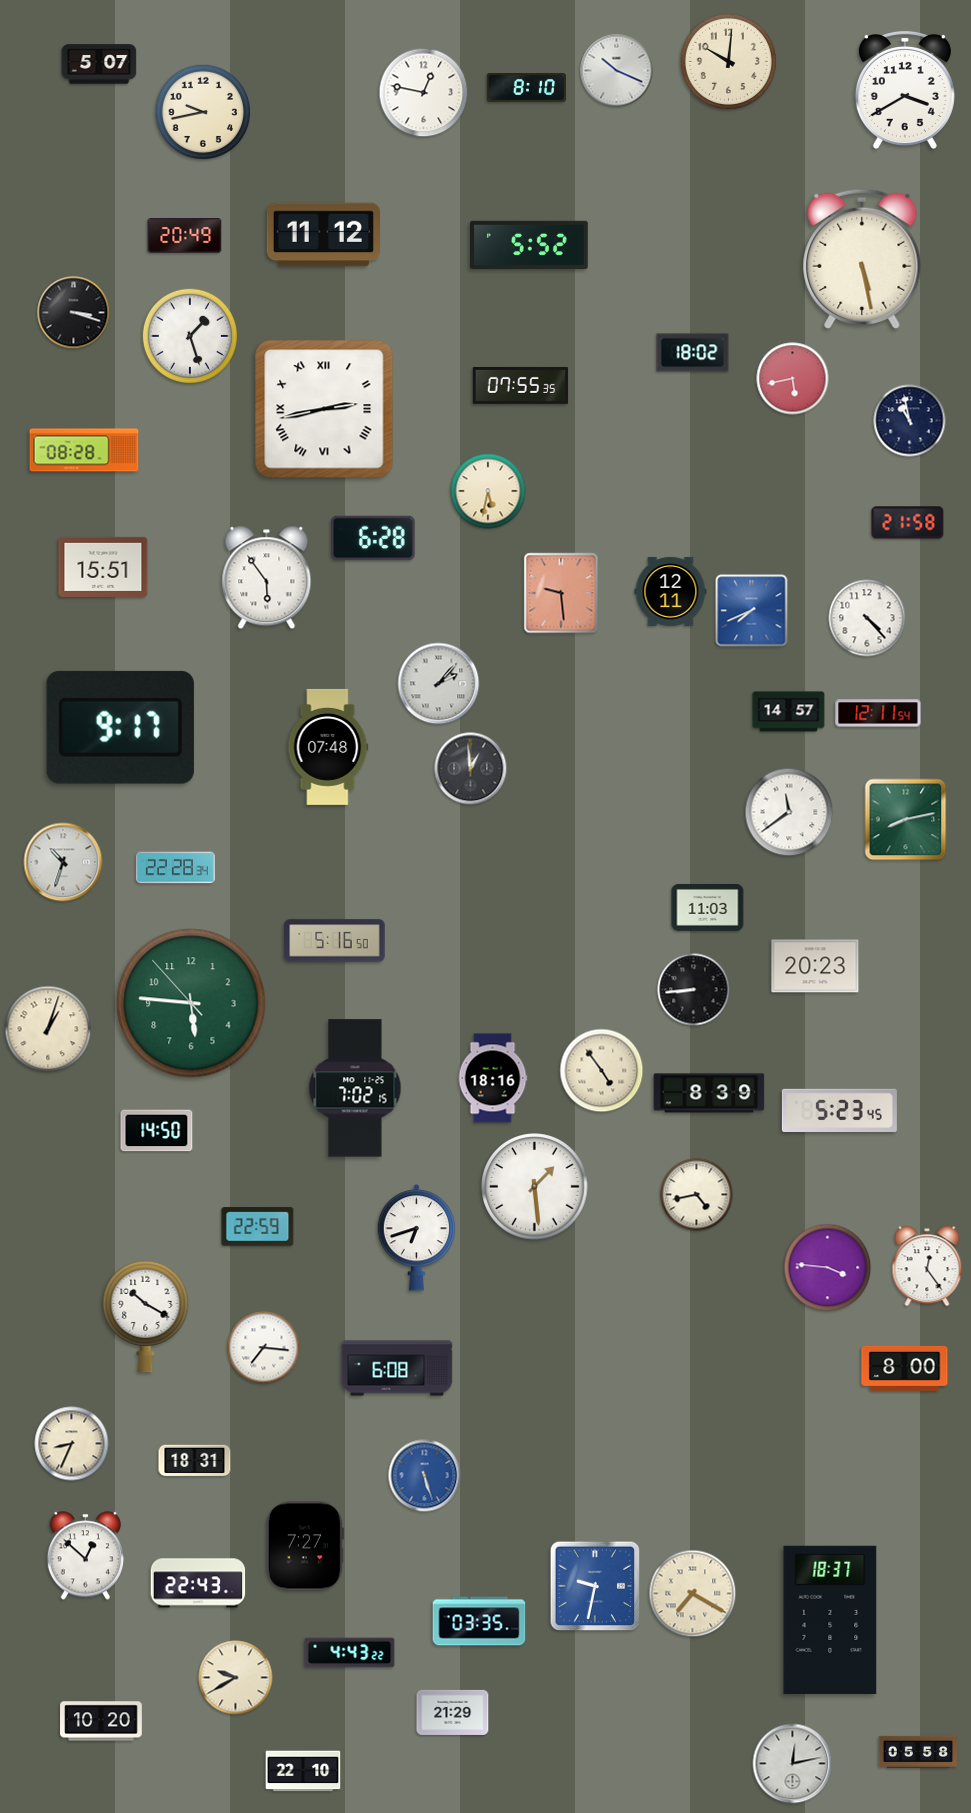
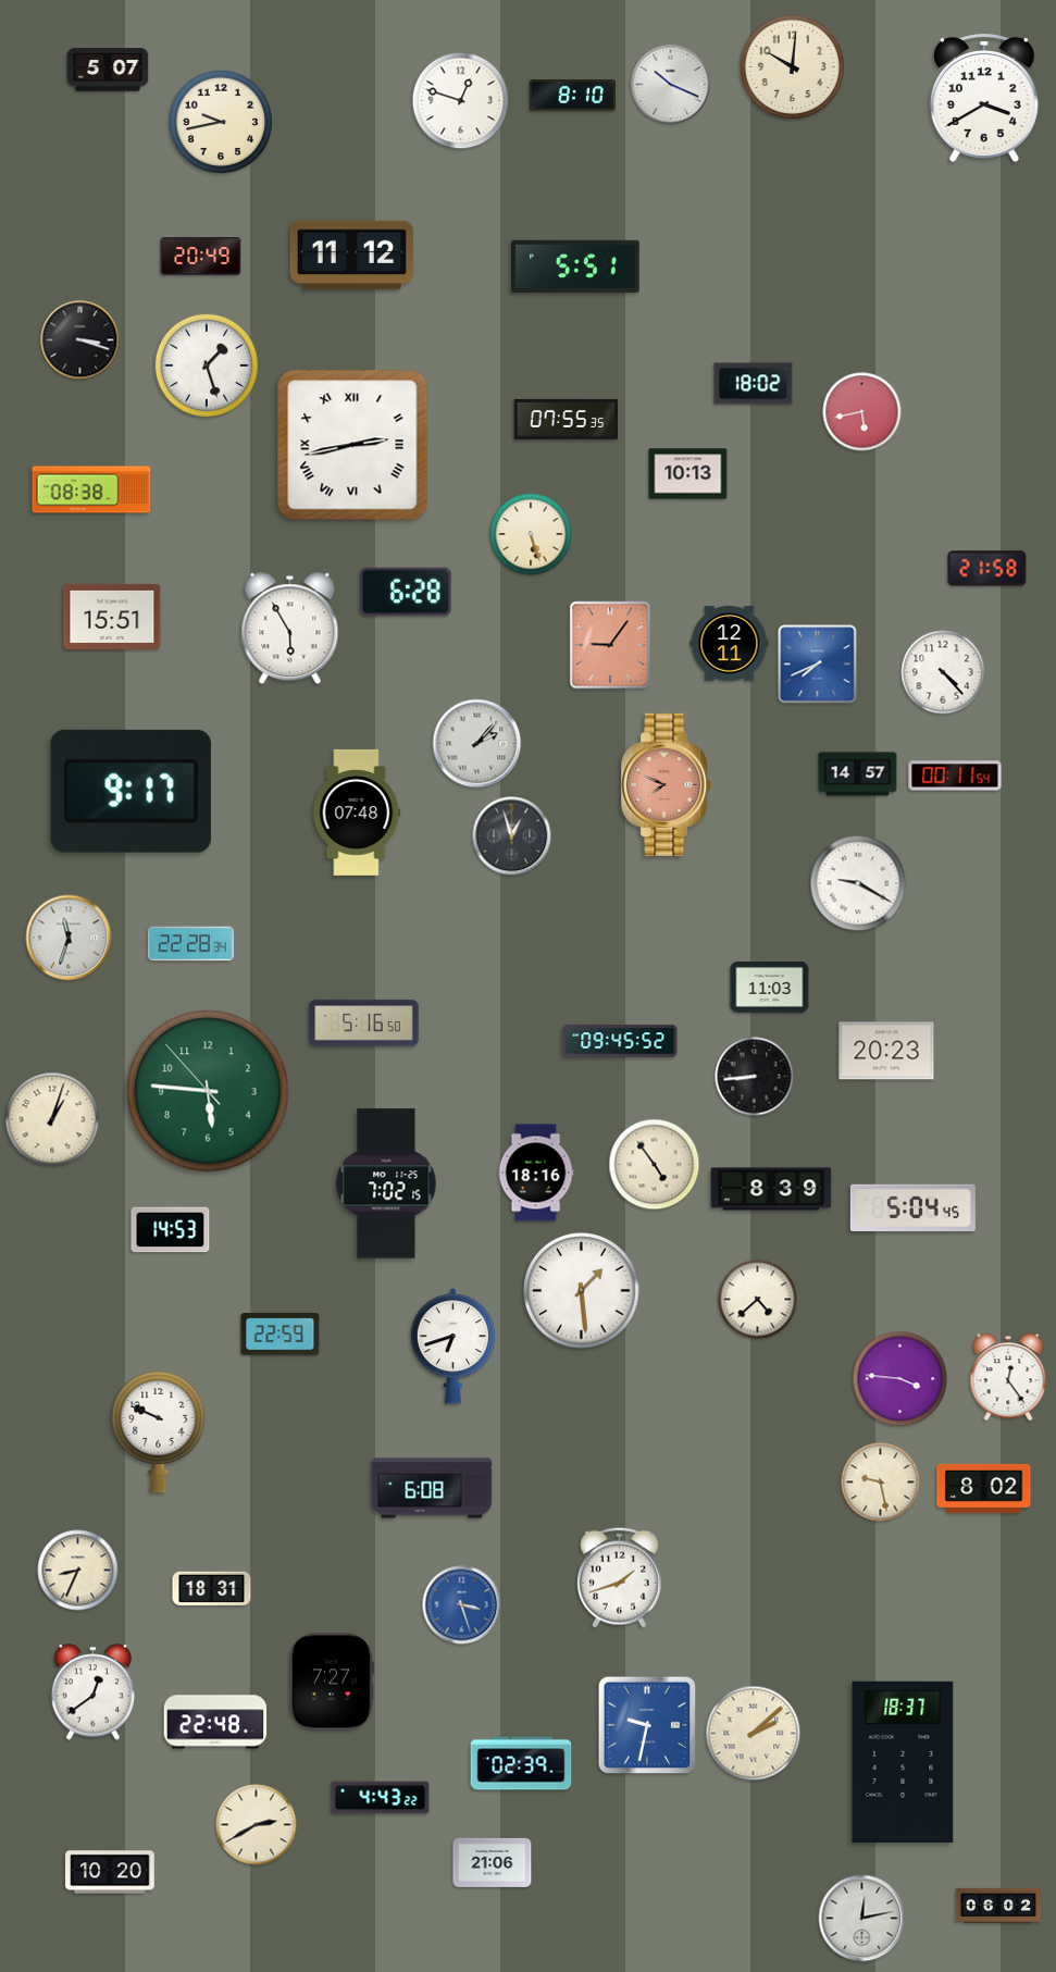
clock at (617, 71) position: (617, 71) -> (671, 85)
clock at (424, 93): 12:47 -> 12:48
clock at (529, 244): 5:52 -> 5:51
clock at (862, 258): 5:28 -> none
clock at (910, 421): 10:58 -> none
clock at (688, 474): none -> 10:13
clock at (84, 450): 08:28 -> 08:38
clock at (488, 491): 5:32 -> 5:27
clock at (373, 538) position: (373, 538) -> (406, 592)
clock at (267, 578): 5:54 -> 5:55
clock at (561, 593): 9:29 -> 9:06
clock at (878, 713): 12:11 -> 00:11
clock at (667, 784): none -> 7:49
clock at (471, 769): 12:59 -> 12:57
clock at (789, 812): 11:39 -> 9:20
clock at (906, 820): 8:13 -> none
clock at (63, 862): 10:33 -> 11:33
clock at (620, 1041): none -> 09:45
clock at (839, 1110): 5:23 -> 5:04
clock at (157, 1131): 14:50 -> 14:53
clock at (697, 1195): 4:43 -> 4:38
clock at (146, 1316): 10:20 -> 9:49
clock at (264, 1348): 7:16 -> none
clock at (881, 1483): none -> 9:28
clock at (905, 1368): 8:00 -> 8:02
clock at (620, 1577): none -> 1:42
clock at (425, 1476): 5:27 -> 3:27
clock at (85, 1556): 12:52 -> 12:39
clock at (198, 1583): 22:43 -> 22:48
clock at (693, 1594): 7:20 -> 2:08
clock at (479, 1621): 03:35 -> 02:39
clock at (236, 1678): 9:40 -> 2:40
clock at (453, 1712): 21:29 -> 21:06
clock at (917, 1752): 05:58 -> 06:02
clock at (303, 1771): 22:10 -> none
